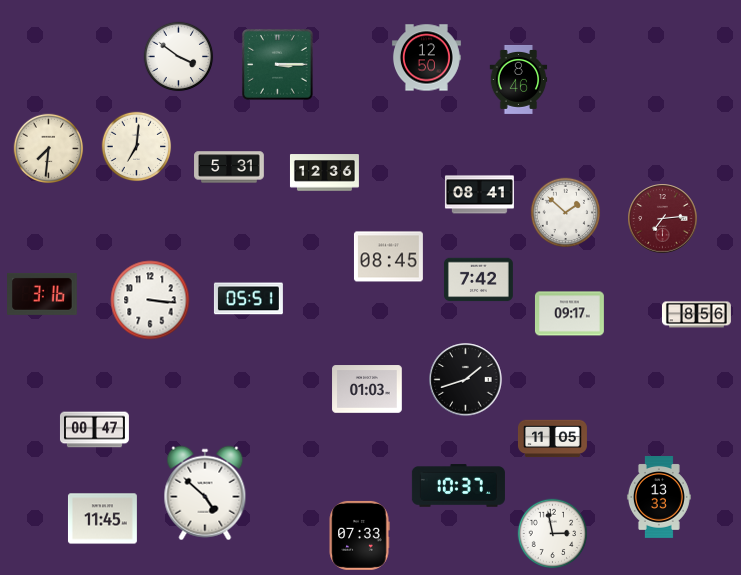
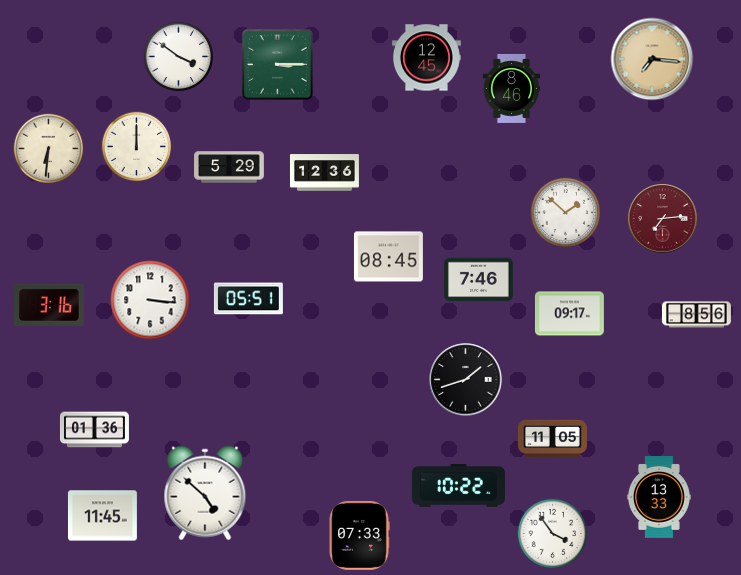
clock at (426, 58): 12:50 -> 12:45
clock at (652, 59): none -> 7:16
clock at (519, 79) position: (519, 79) -> (512, 88)
clock at (137, 147): 7:01 -> 12:00
clock at (49, 149): 7:31 -> 6:31
clock at (229, 167): 5:31 -> 5:29
clock at (479, 195): 08:41 -> none
clock at (478, 280): 7:42 -> 7:46
clock at (42, 294) position: (42, 294) -> (49, 305)
clock at (367, 389): 01:03 -> none
clock at (94, 430): 00:47 -> 01:36
clock at (458, 486): 10:37 -> 10:22
clock at (102, 519) position: (102, 519) -> (102, 516)
clock at (553, 534): 2:58 -> 3:54
